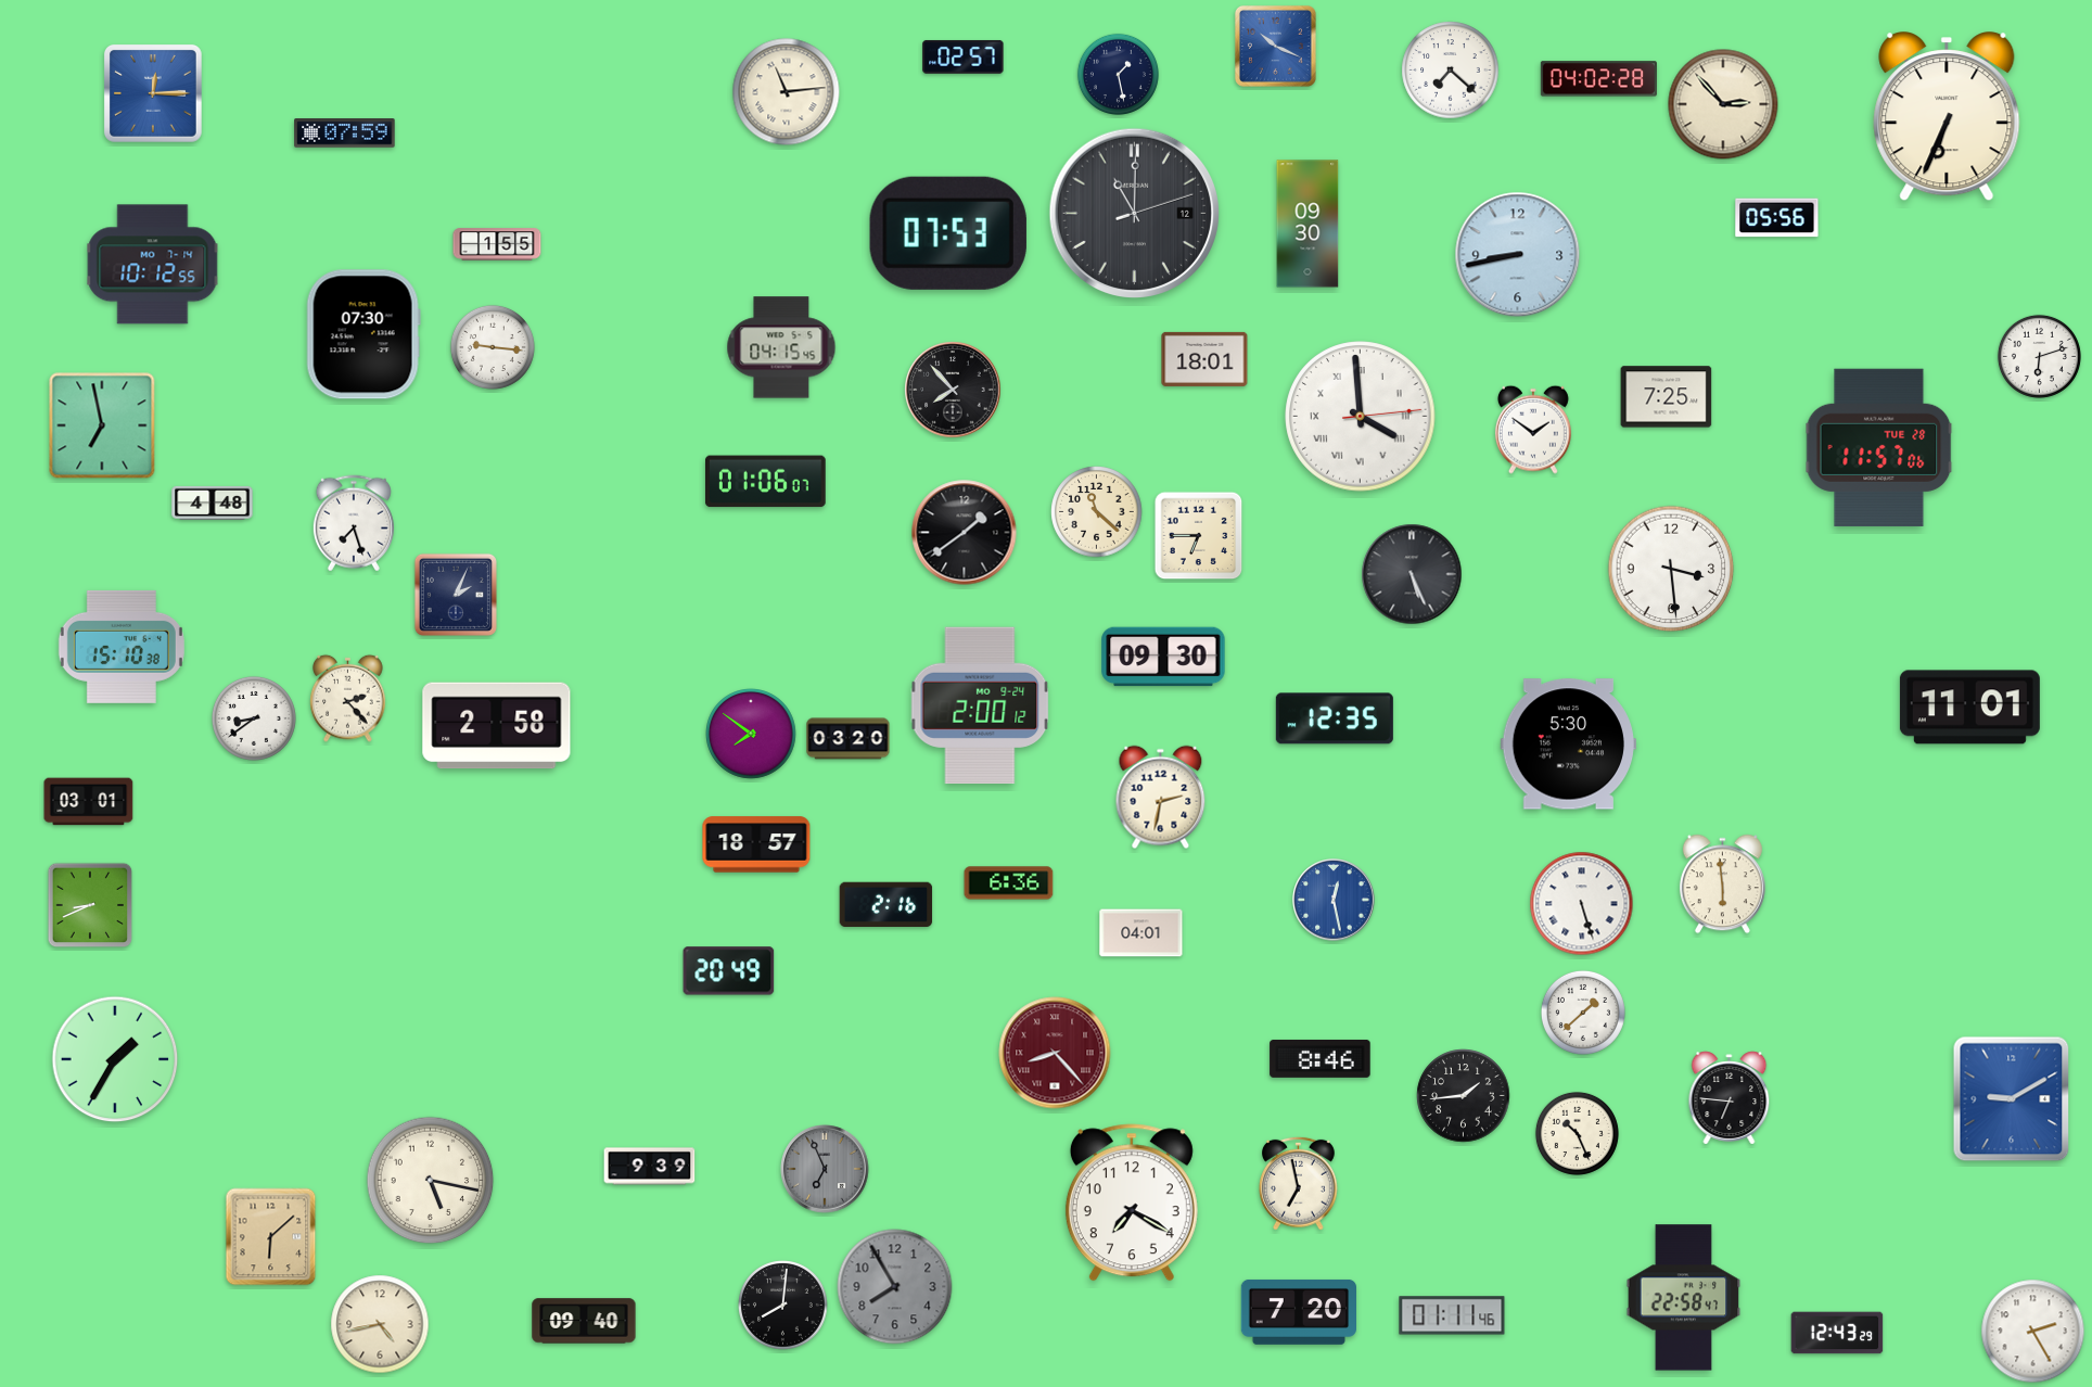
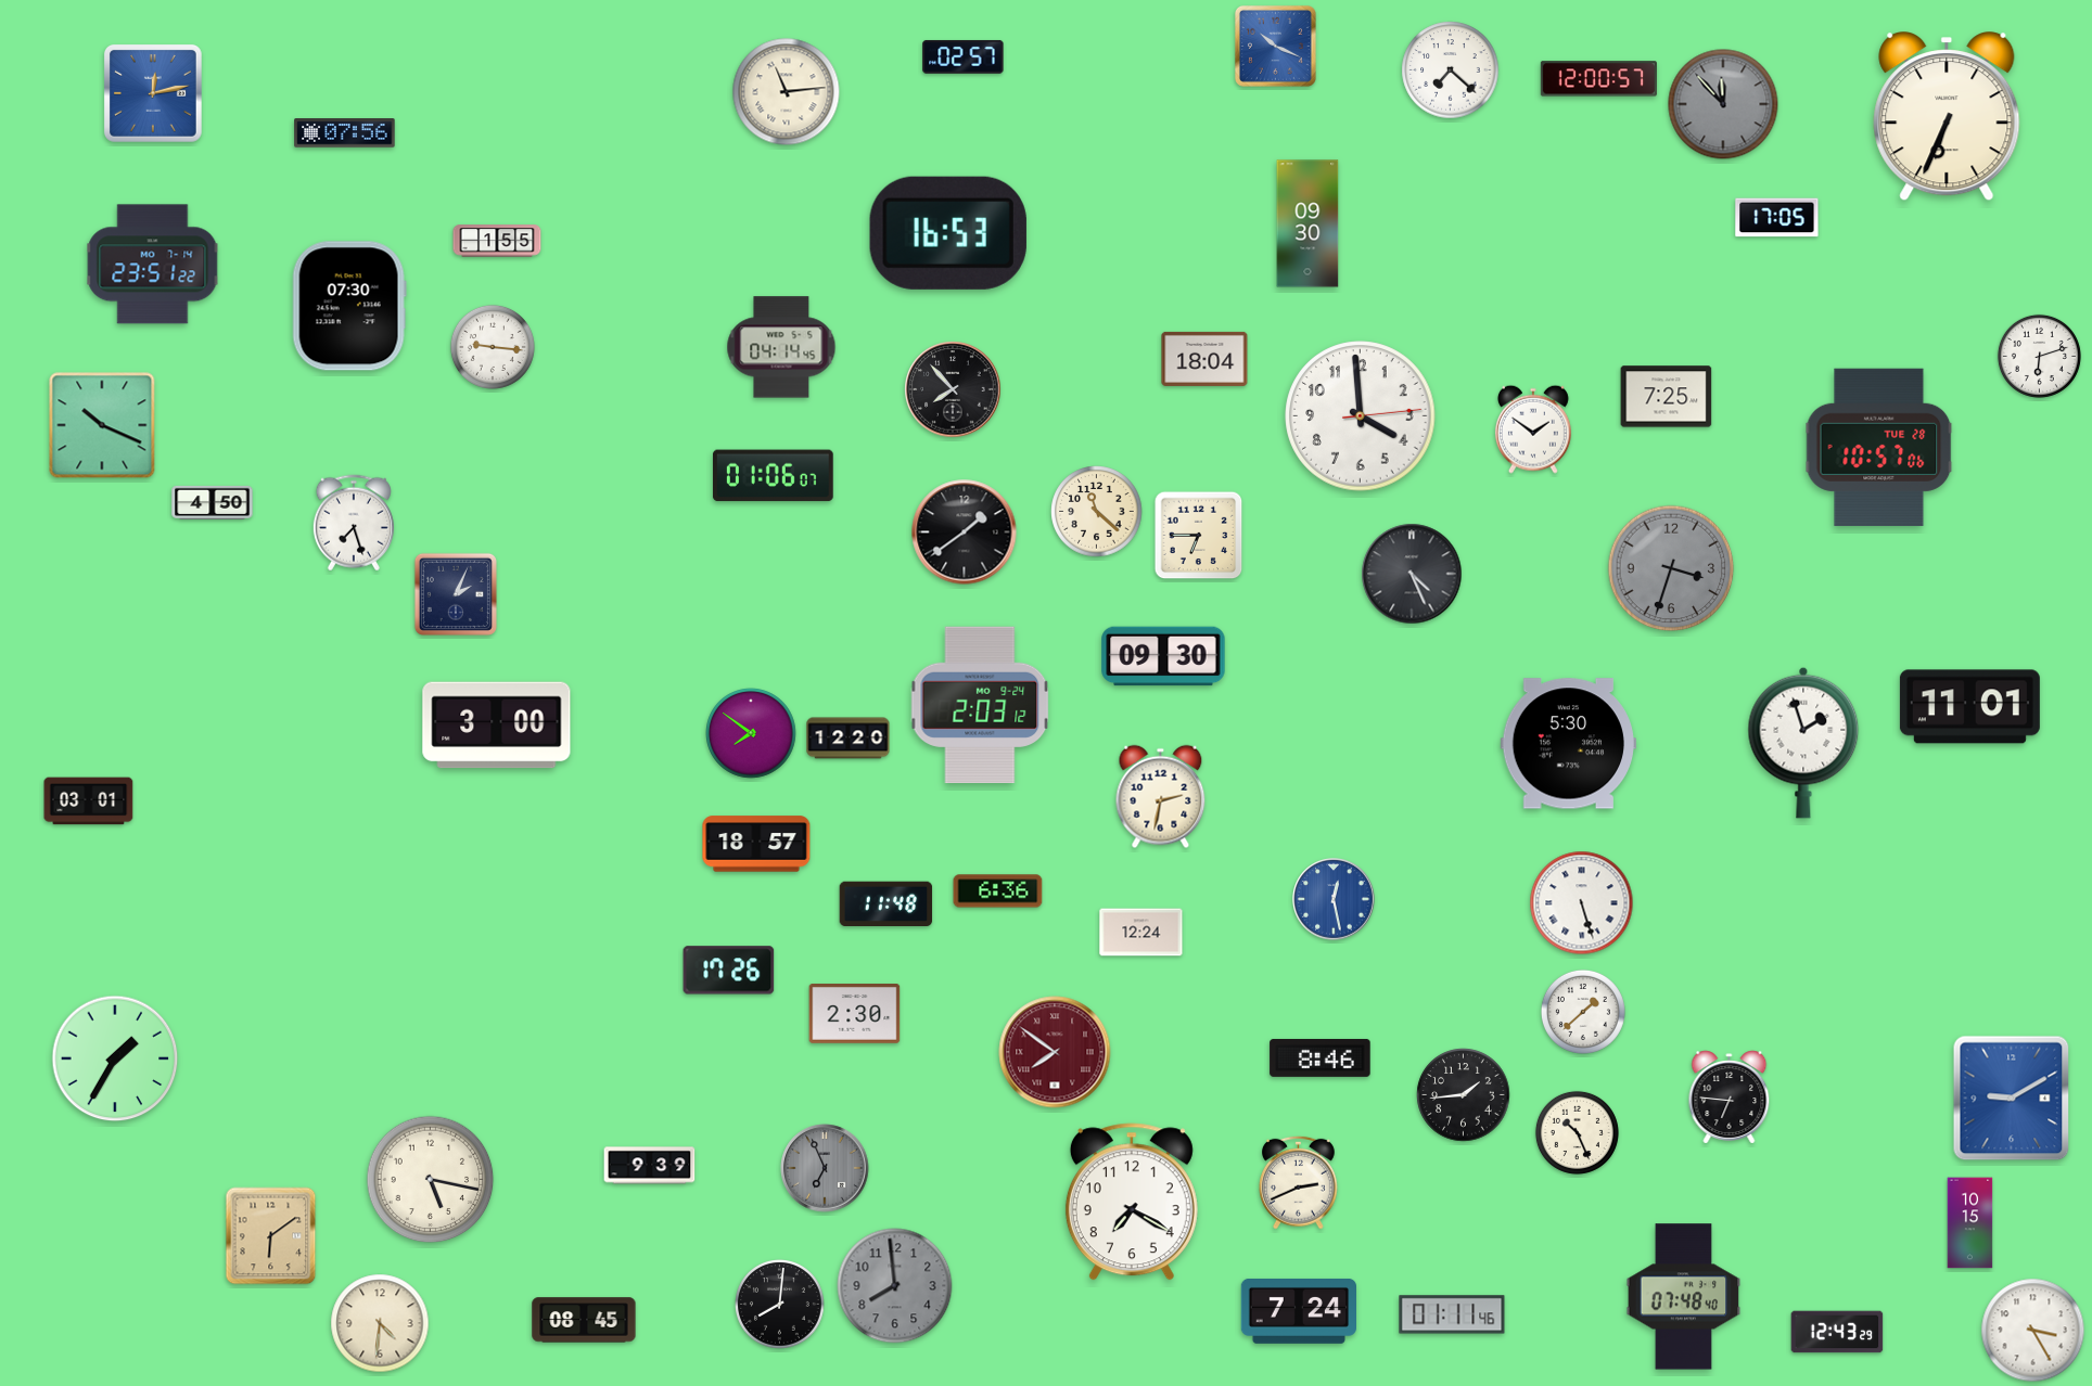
clock at (1118, 74): 1:28 -> none
clock at (1598, 79): 04:02 -> 12:00
clock at (153, 93): 12:15 -> 12:13
clock at (1723, 104): 2:53 -> 11:53
clock at (1723, 104) dial: cream -> grey
clock at (345, 133): 07:59 -> 07:56
clock at (1135, 214): 11:00 -> none
clock at (1777, 218): 05:56 -> 17:05
clock at (948, 233): 07:53 -> 16:53
clock at (497, 244) position: (497, 244) -> (497, 241)
clock at (1518, 255): 8:43 -> none
clock at (153, 265): 10:12 -> 23:51
clock at (363, 334) position: (363, 334) -> (349, 306)
clock at (781, 347): 04:15 -> 04:14
clock at (1204, 359): 18:01 -> 18:04
clock at (1361, 417) numerals: Roman -> Arabic
clock at (102, 425): 6:58 -> 10:19
clock at (1879, 447): 11:57 -> 10:57
clock at (765, 482) position: (765, 482) -> (773, 476)
clock at (213, 502): 4:48 -> 4:50
clock at (1671, 569): 3:29 -> 3:33
clock at (1671, 569) dial: white -> grey
clock at (1412, 574): 5:26 -> 4:26
clock at (122, 647): 15:10 -> none
clock at (348, 698): 2:23 -> none
clock at (980, 705): 2:00 -> 2:03
clock at (254, 718): 8:39 -> none
clock at (1335, 718): 12:35 -> none
clock at (497, 726): 2:58 -> 3:00
clock at (849, 739): 03:20 -> 12:20
clock at (1803, 743): none -> 1:57
clock at (1009, 883) position: (1009, 883) -> (998, 891)
clock at (1722, 885): 5:59 -> none
clock at (90, 905): 8:41 -> none
clock at (886, 905): 2:16 -> 11:48
clock at (1141, 933): 04:01 -> 12:24
clock at (729, 971): 20:49 -> 17:26
clock at (855, 1014): none -> 2:30
clock at (1055, 1053): 8:23 -> 7:51
clock at (1299, 1183): 6:58 -> 2:41
clock at (1970, 1223): none -> 10:15
clock at (271, 1237): 6:08 -> 6:09
clock at (895, 1287): 7:55 -> 7:59
clock at (1684, 1298): 22:58 -> 07:48
clock at (783, 1306) position: (783, 1306) -> (780, 1305)
clock at (1298, 1312): 7:20 -> 7:24
clock at (584, 1321): 09:40 -> 08:45
clock at (380, 1324): 4:43 -> 4:31
clock at (2033, 1332): 2:25 -> 3:25
